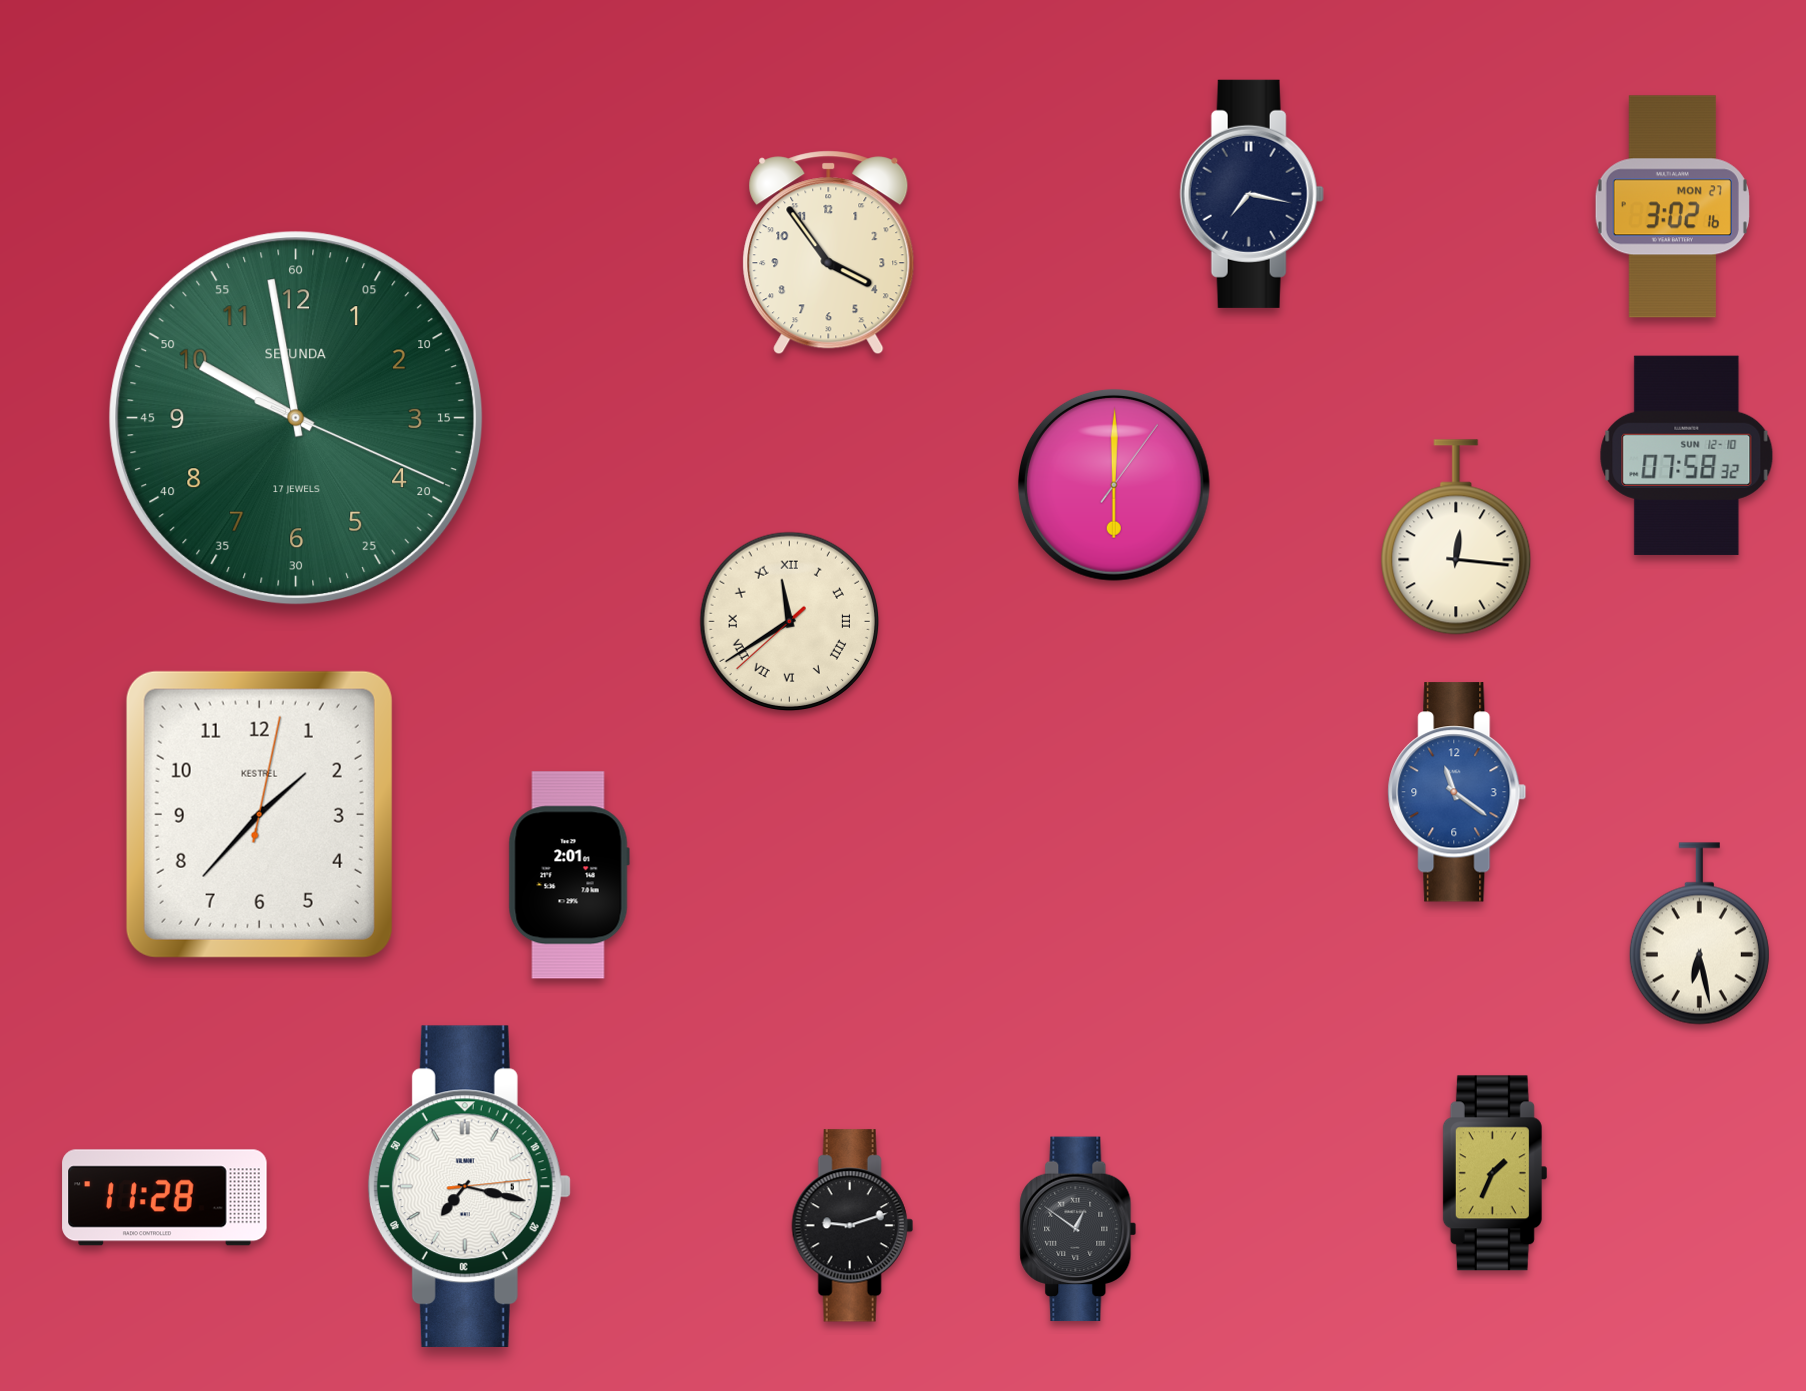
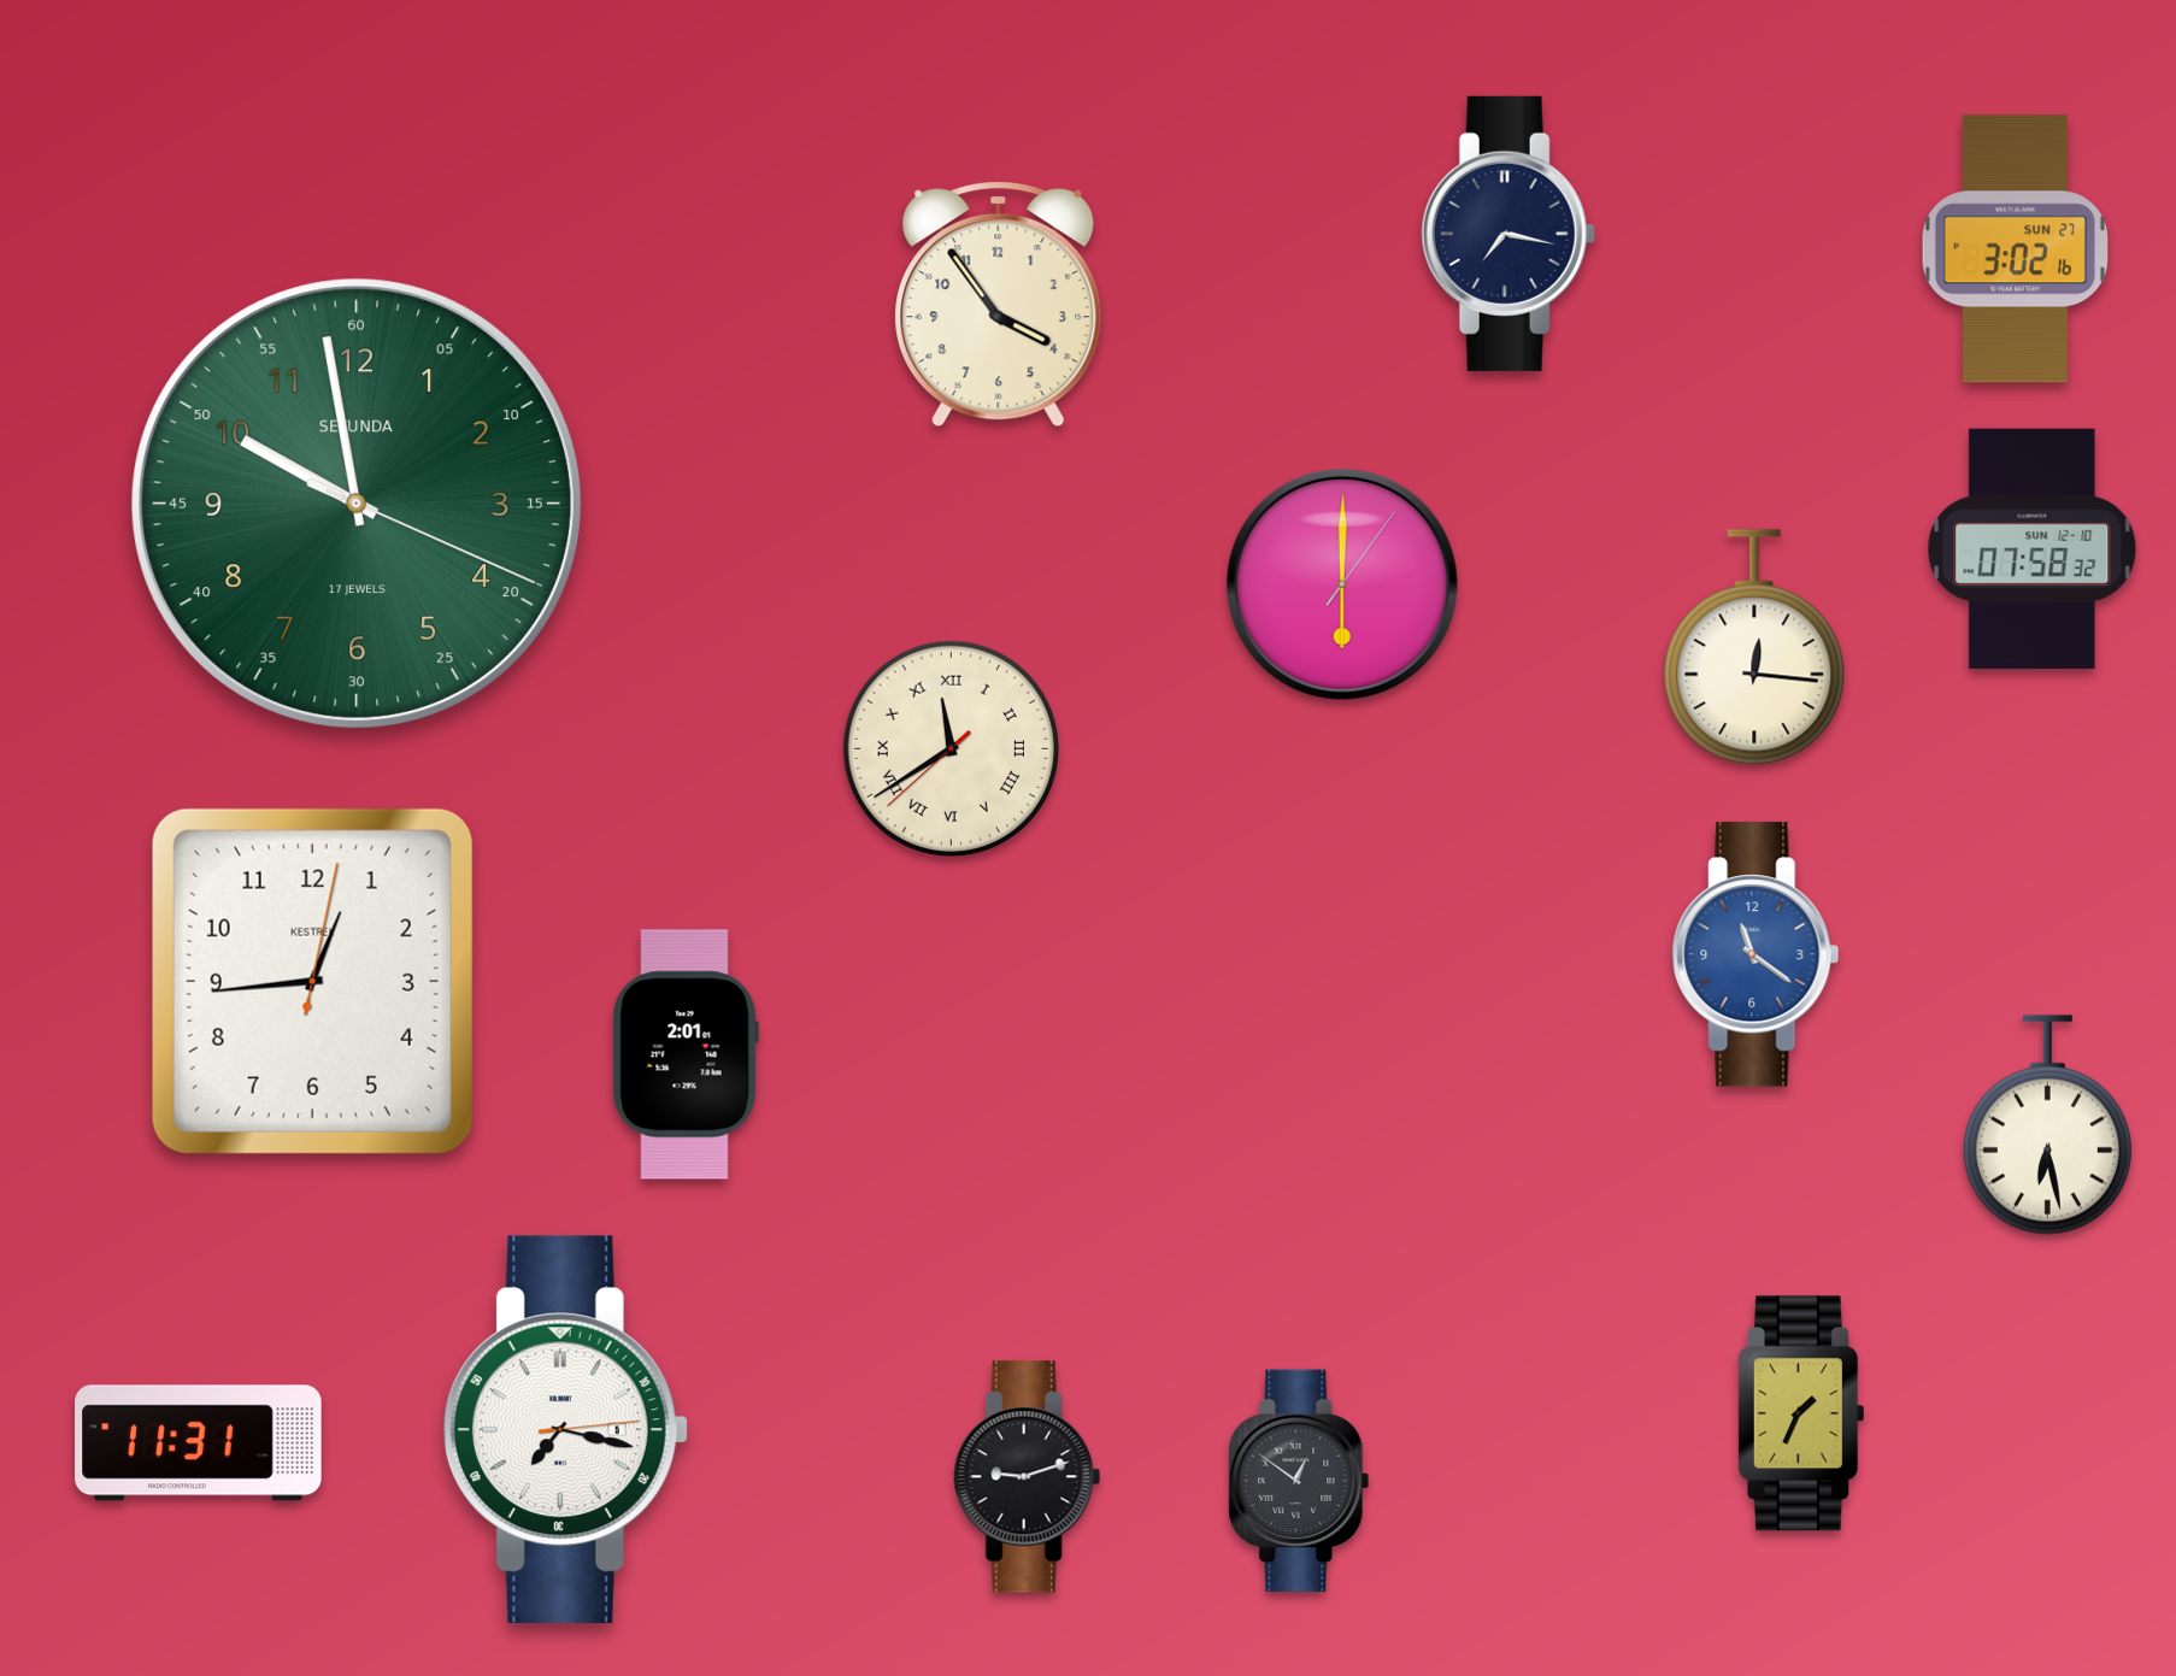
clock at (1672, 207) date: MON 27 -> SUN 27
clock at (259, 814): 1:37 -> 12:44
clock at (165, 1198): 11:28 -> 11:31
